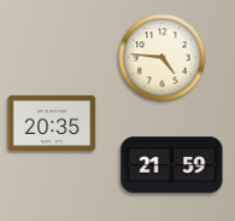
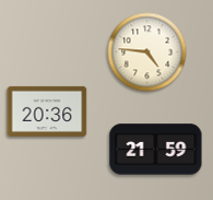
clock at (52, 123): 20:35 -> 20:36
